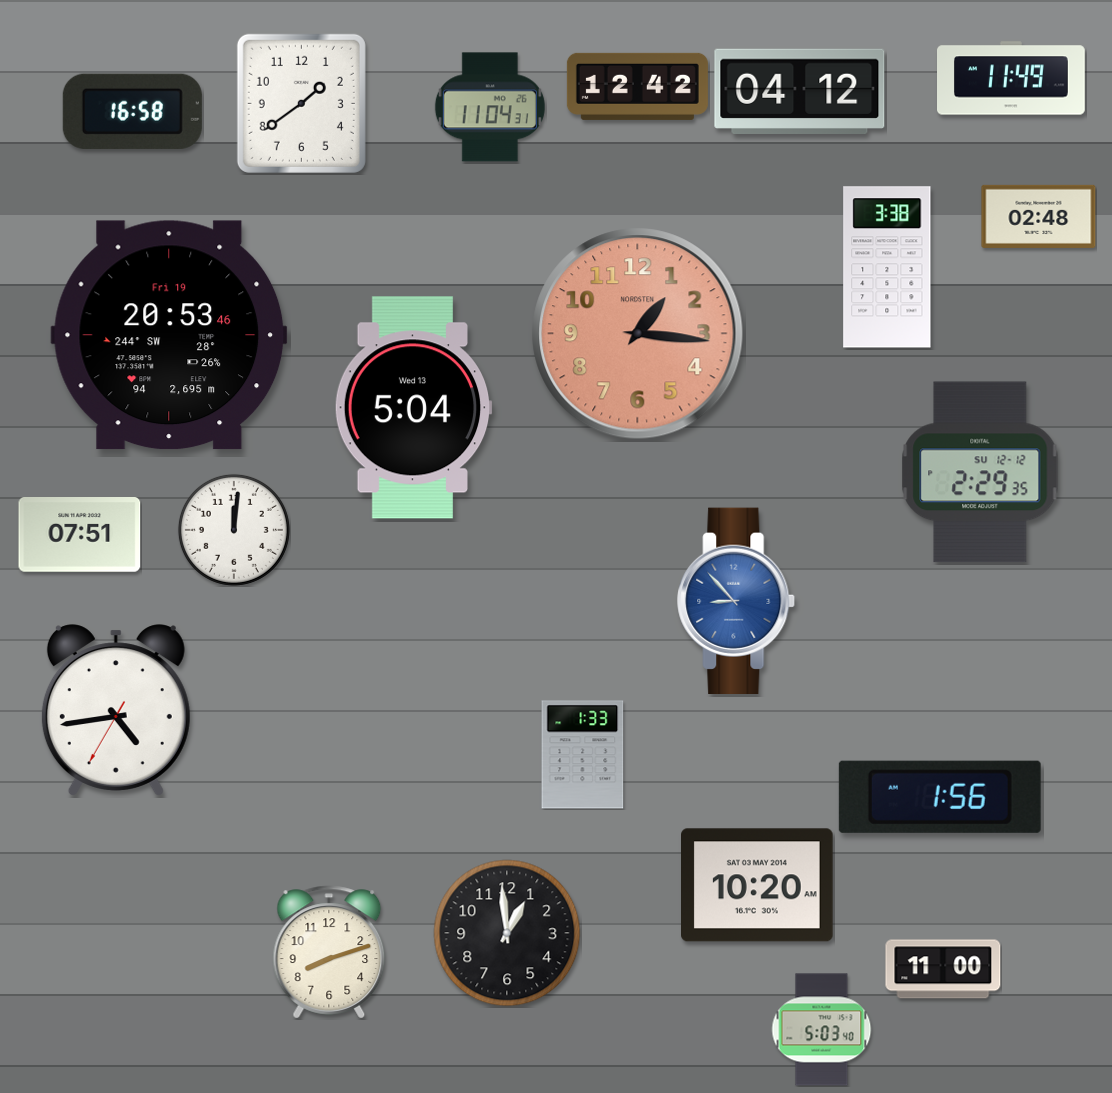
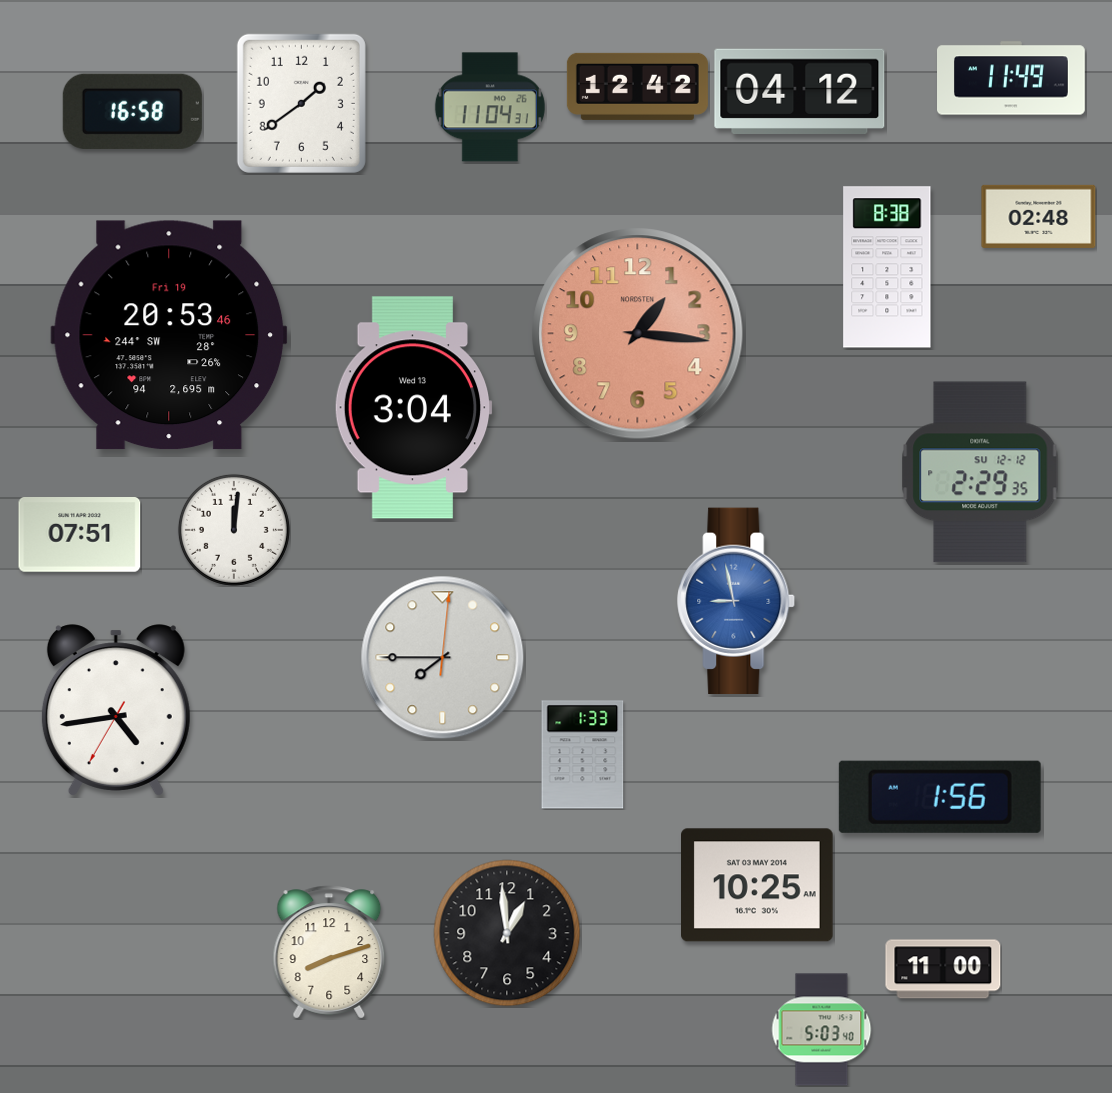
clock at (887, 267): 3:38 -> 8:38
clock at (413, 408): 5:04 -> 3:04
clock at (737, 600): 8:53 -> 8:58
clock at (443, 658): none -> 7:45
clock at (758, 885): 10:20 -> 10:25
